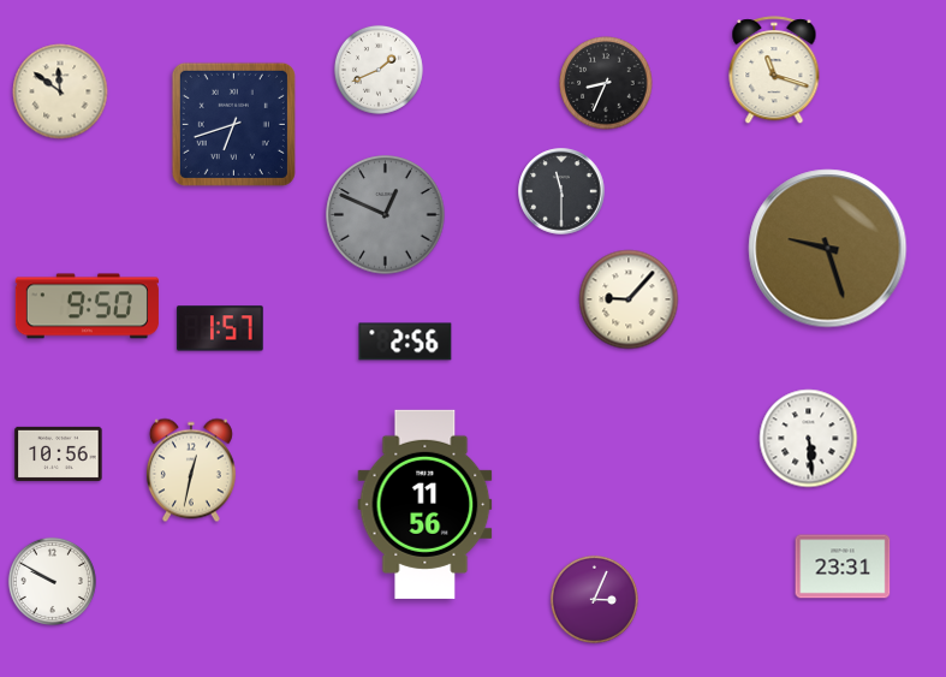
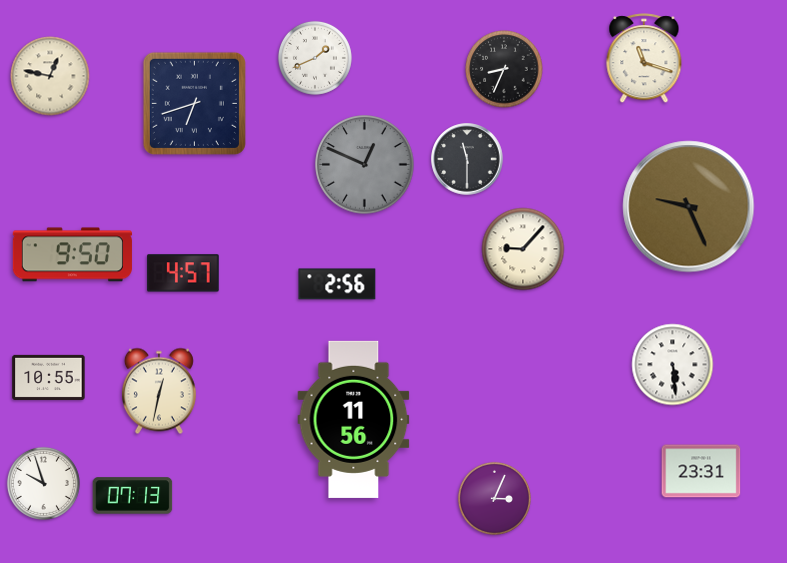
clock at (60, 91): 11:51 -> 12:47
clock at (386, 215) position: (386, 215) -> (365, 165)
clock at (828, 249): 9:27 -> 9:26
clock at (220, 328): 1:57 -> 4:57
clock at (59, 453): 10:56 -> 10:55
clock at (52, 581): 9:50 -> 9:57
clock at (133, 496): none -> 07:13
